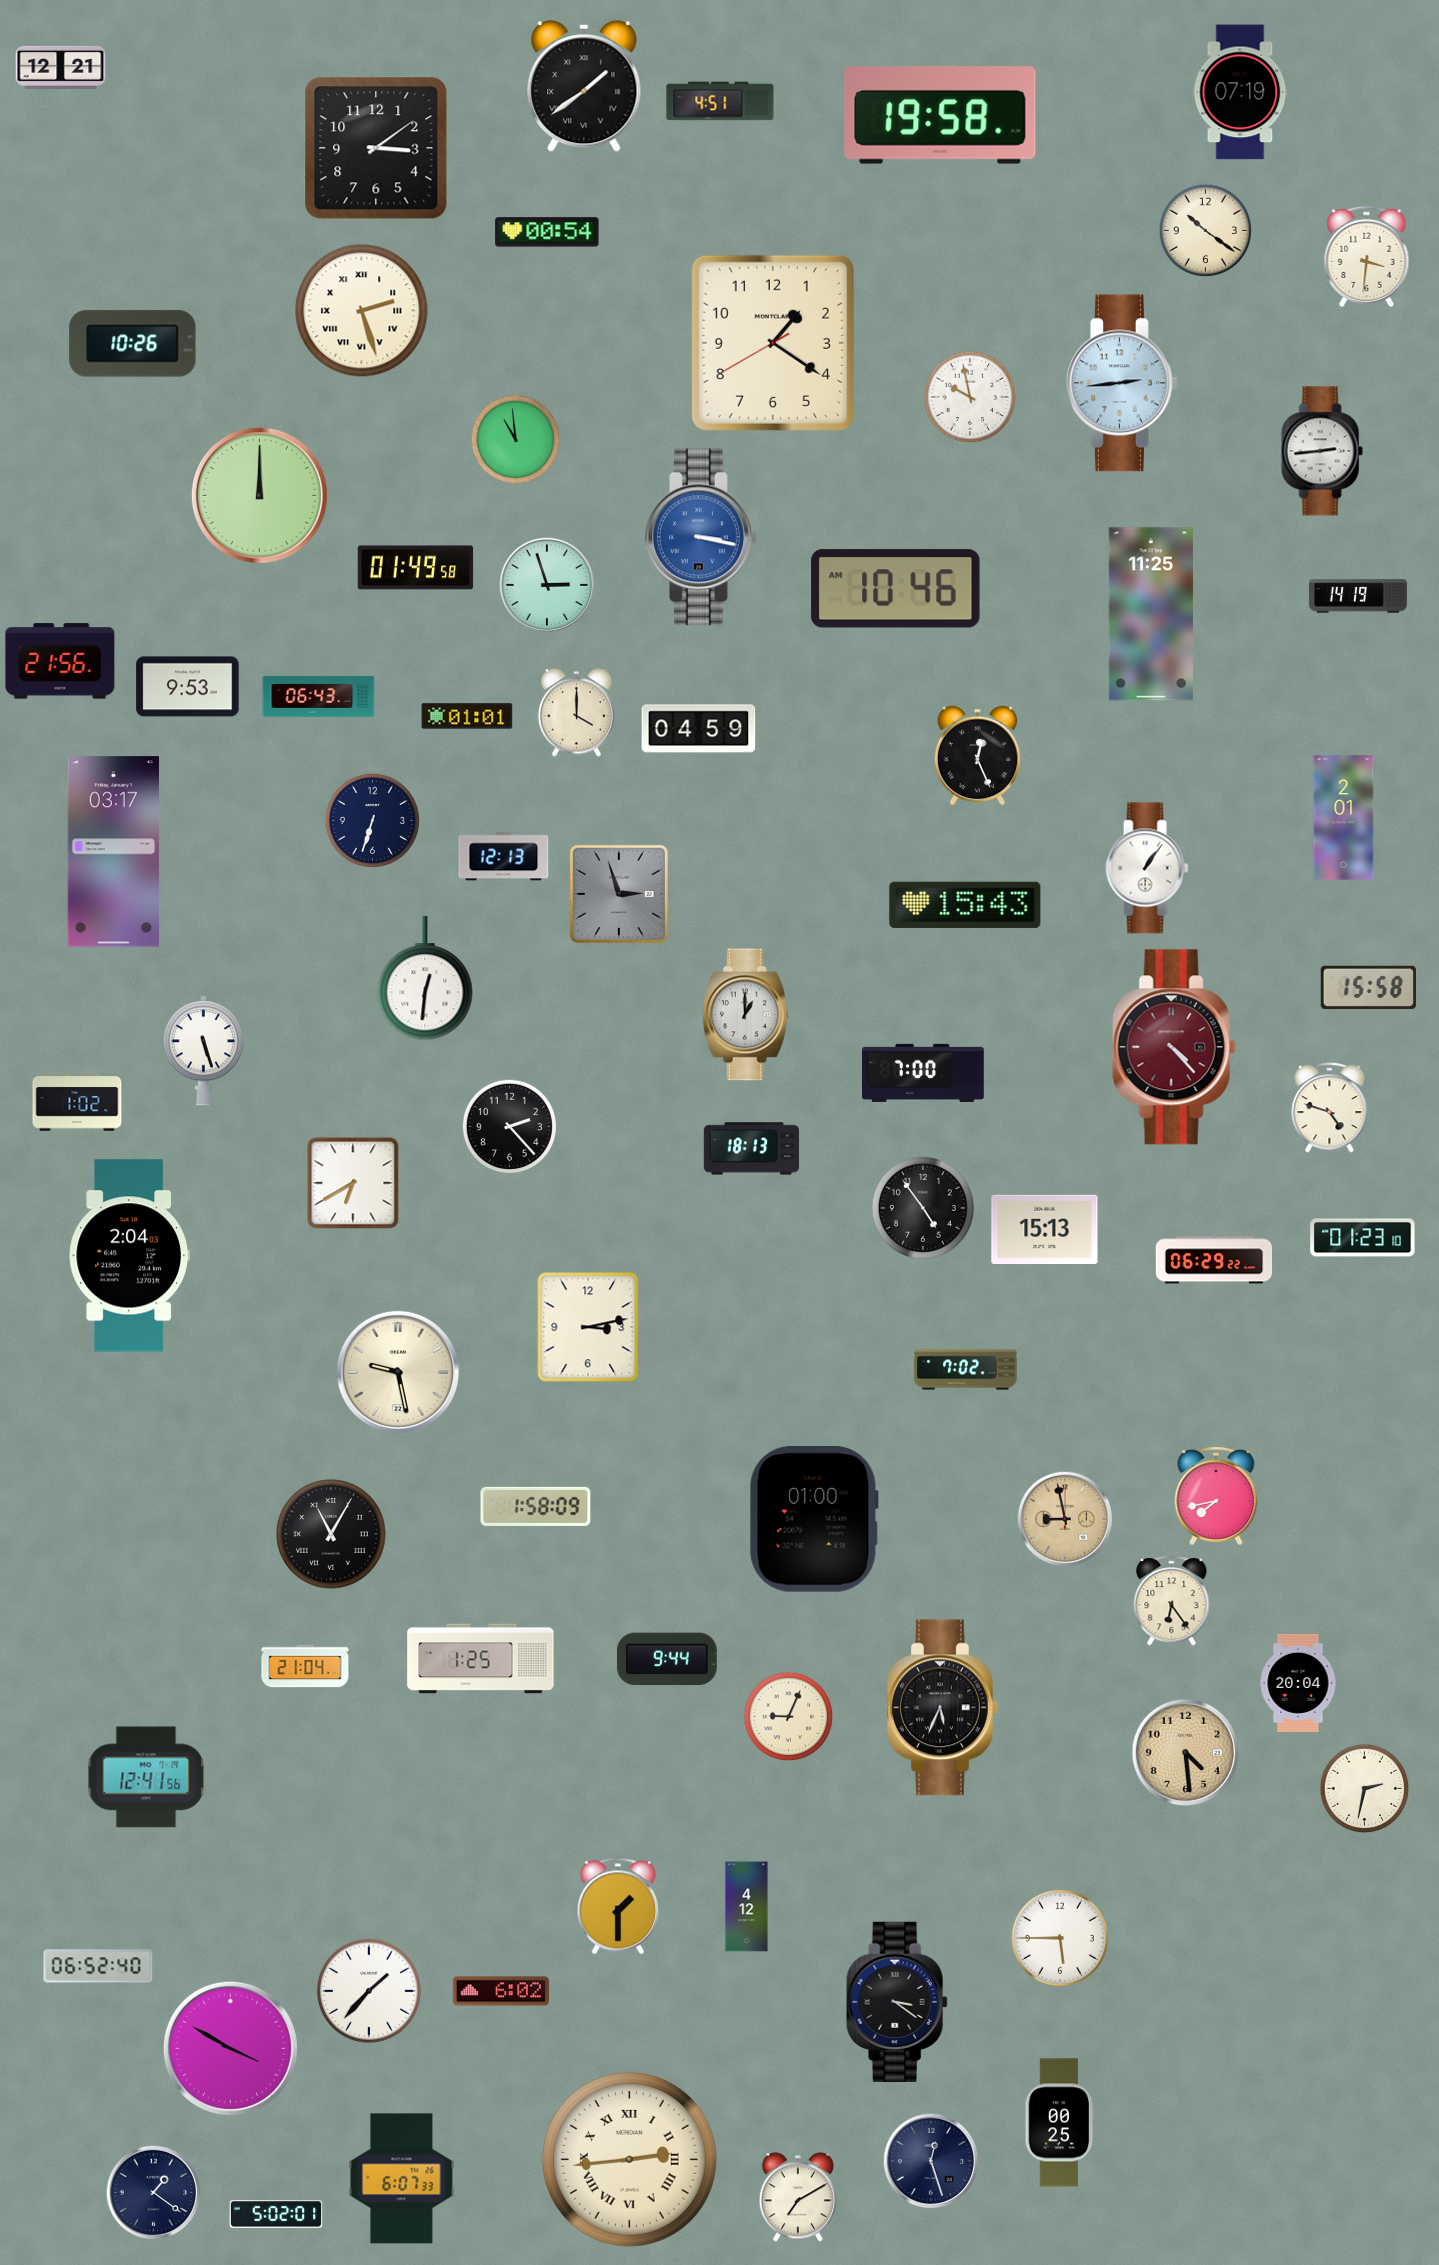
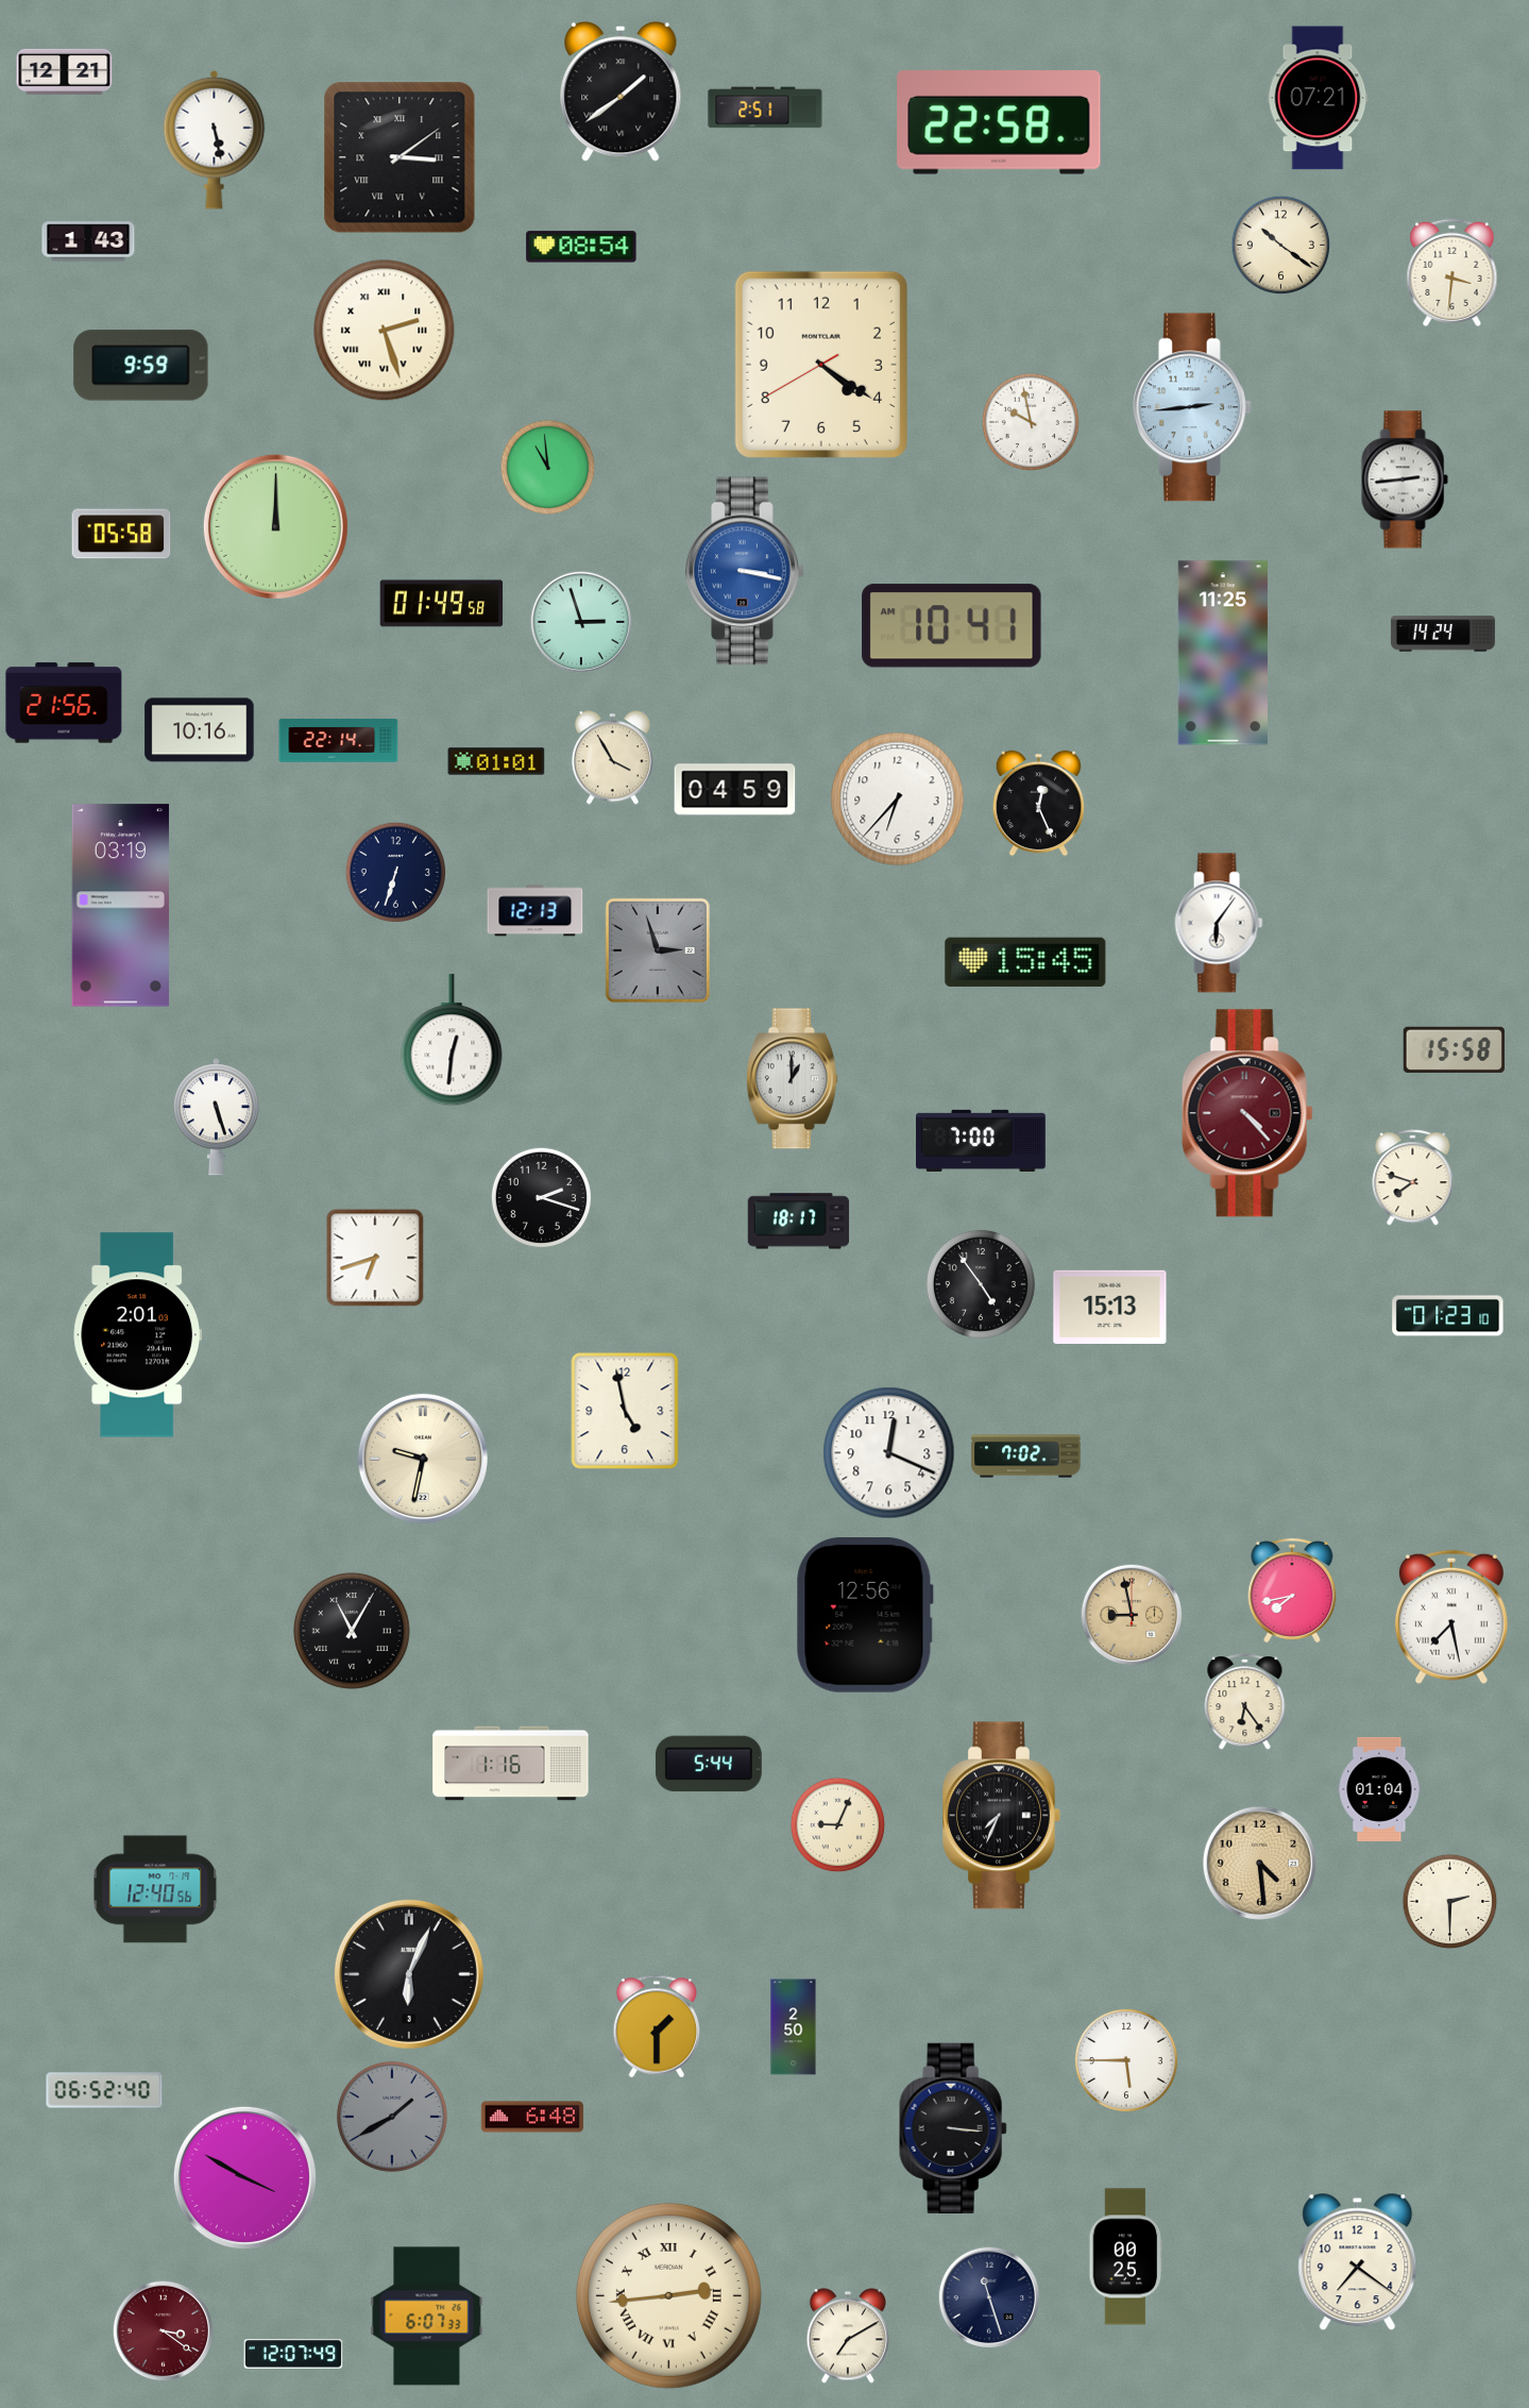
clock at (1240, 92): 07:19 -> 07:21
clock at (720, 101): 4:51 -> 2:51
clock at (940, 115): 19:58 -> 22:58
clock at (215, 139): none -> 5:28
clock at (376, 148) numerals: Arabic -> Roman
clock at (88, 241): none -> 1:43
clock at (547, 232): 00:54 -> 08:54
clock at (773, 343): 1:20 -> 4:20
clock at (133, 344): 10:26 -> 9:59
clock at (121, 534): none -> 05:58
clock at (896, 589): 10:46 -> 10:41
clock at (1358, 596): 14:19 -> 14:24
clock at (188, 687): 9:53 -> 10:16
clock at (319, 697): 06:43 -> 22:14
clock at (576, 713): 4:00 -> 3:55
clock at (699, 729) position: (699, 729) -> (735, 790)
clock at (898, 799): none -> 6:37
clock at (1344, 818): 2:01 -> none
clock at (113, 852): 03:17 -> 03:19
clock at (1147, 868): 1:06 -> 6:06
clock at (965, 904): 15:43 -> 15:45
clock at (77, 1102): 1:02 -> none
clock at (1330, 1108): 4:48 -> 7:48
clock at (509, 1126): 2:23 -> 2:18
clock at (751, 1149): 18:13 -> 18:17
clock at (353, 1183): 6:40 -> 6:42
clock at (129, 1256): 2:04 -> 2:01
clock at (1214, 1260): 06:29 -> none
clock at (588, 1327): 3:13 -> 4:58
clock at (889, 1453): none -> 12:19
clock at (398, 1372): 9:28 -> 9:32
clock at (536, 1506): 1:58 -> none
clock at (814, 1520): 01:00 -> 12:56
clock at (1451, 1617): none -> 7:28
clock at (481, 1659): 1:25 -> 1:16
clock at (667, 1659): 9:44 -> 5:44
clock at (305, 1666): 21:04 -> none
clock at (1298, 1683): 20:04 -> 01:04
clock at (943, 1708): 5:34 -> 7:34
clock at (146, 1777): 12:41 -> 12:40
clock at (1365, 1789): 2:32 -> 2:30
clock at (409, 1974): none -> 6:04
clock at (747, 1907): 4:12 -> 2:50
clock at (369, 1991): 1:37 -> 1:40
clock at (369, 1991) dial: white -> grey
clock at (501, 1991): 6:02 -> 6:48
clock at (897, 2002): 3:21 -> 3:16
clock at (1358, 2262): none -> 7:21
clock at (931, 2161): 12:27 -> 11:27
clock at (154, 2193): 1:21 -> 3:21
clock at (154, 2193) dial: navy -> burgundy
clock at (276, 2214): 5:02 -> 12:07
